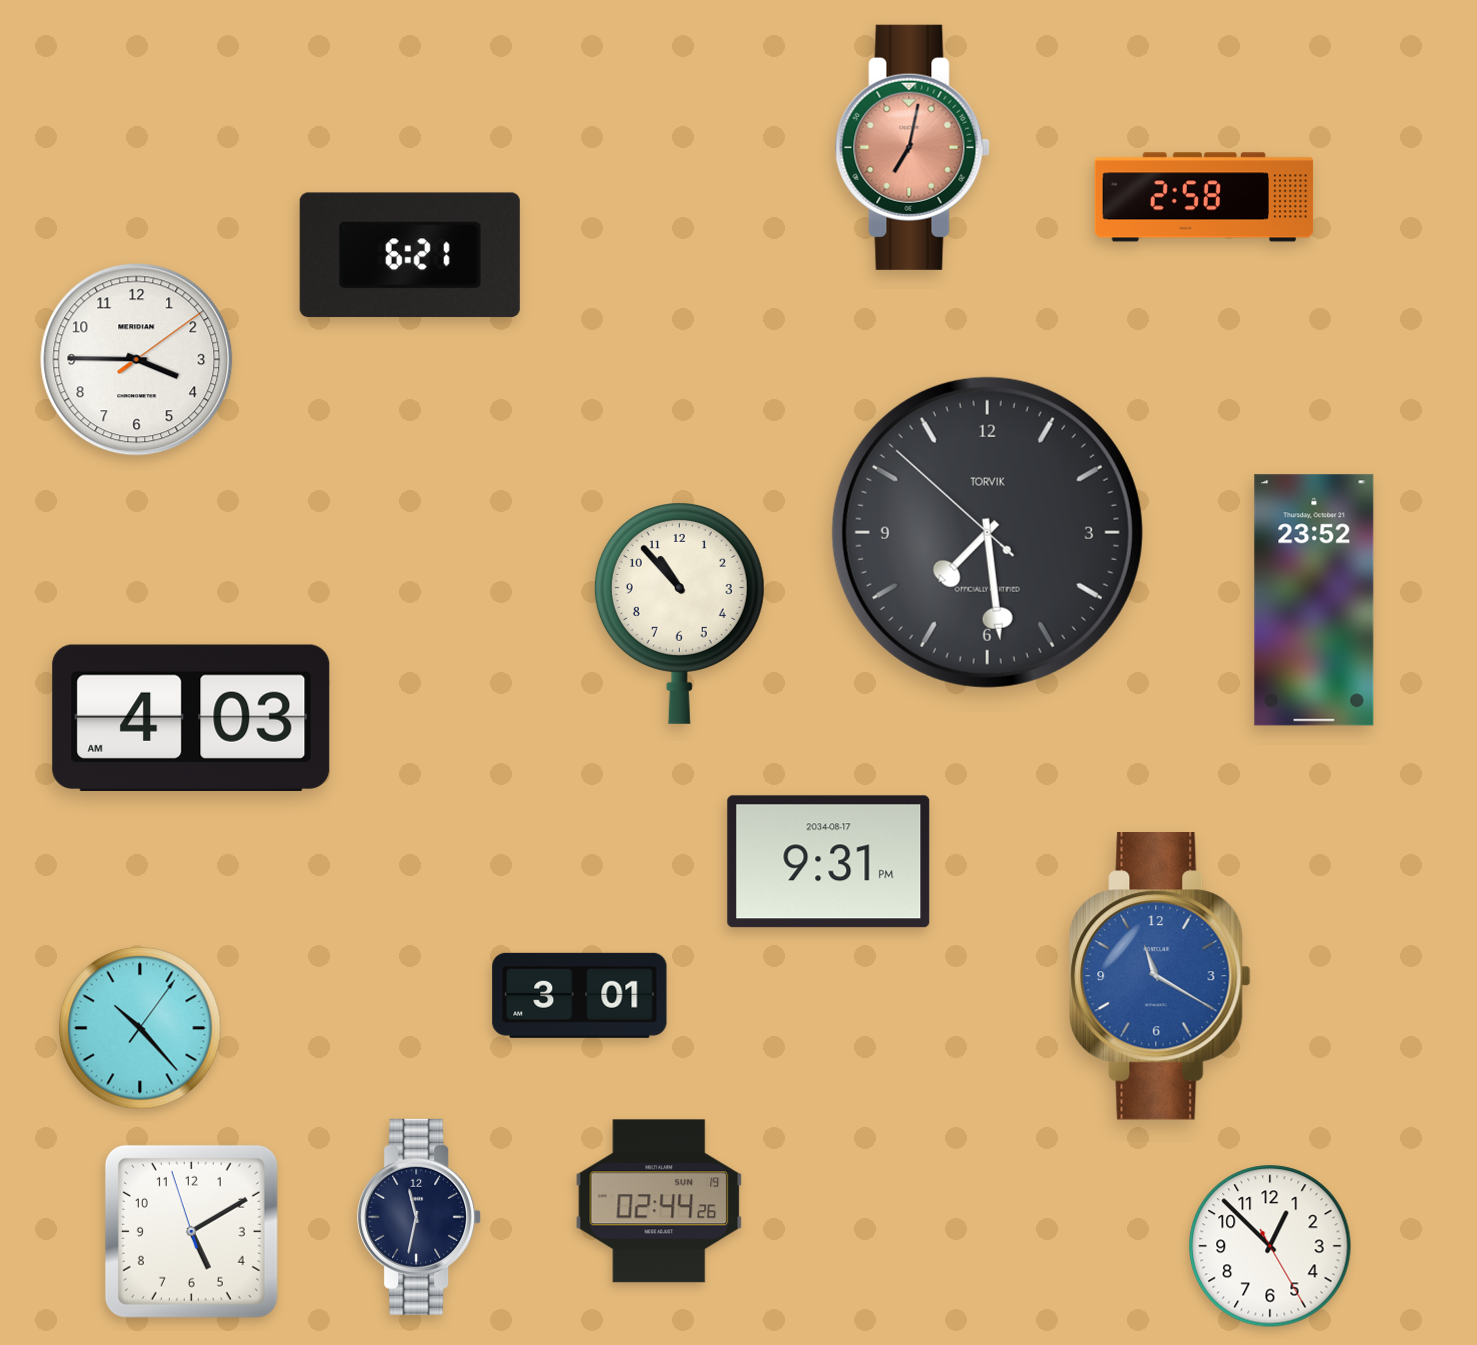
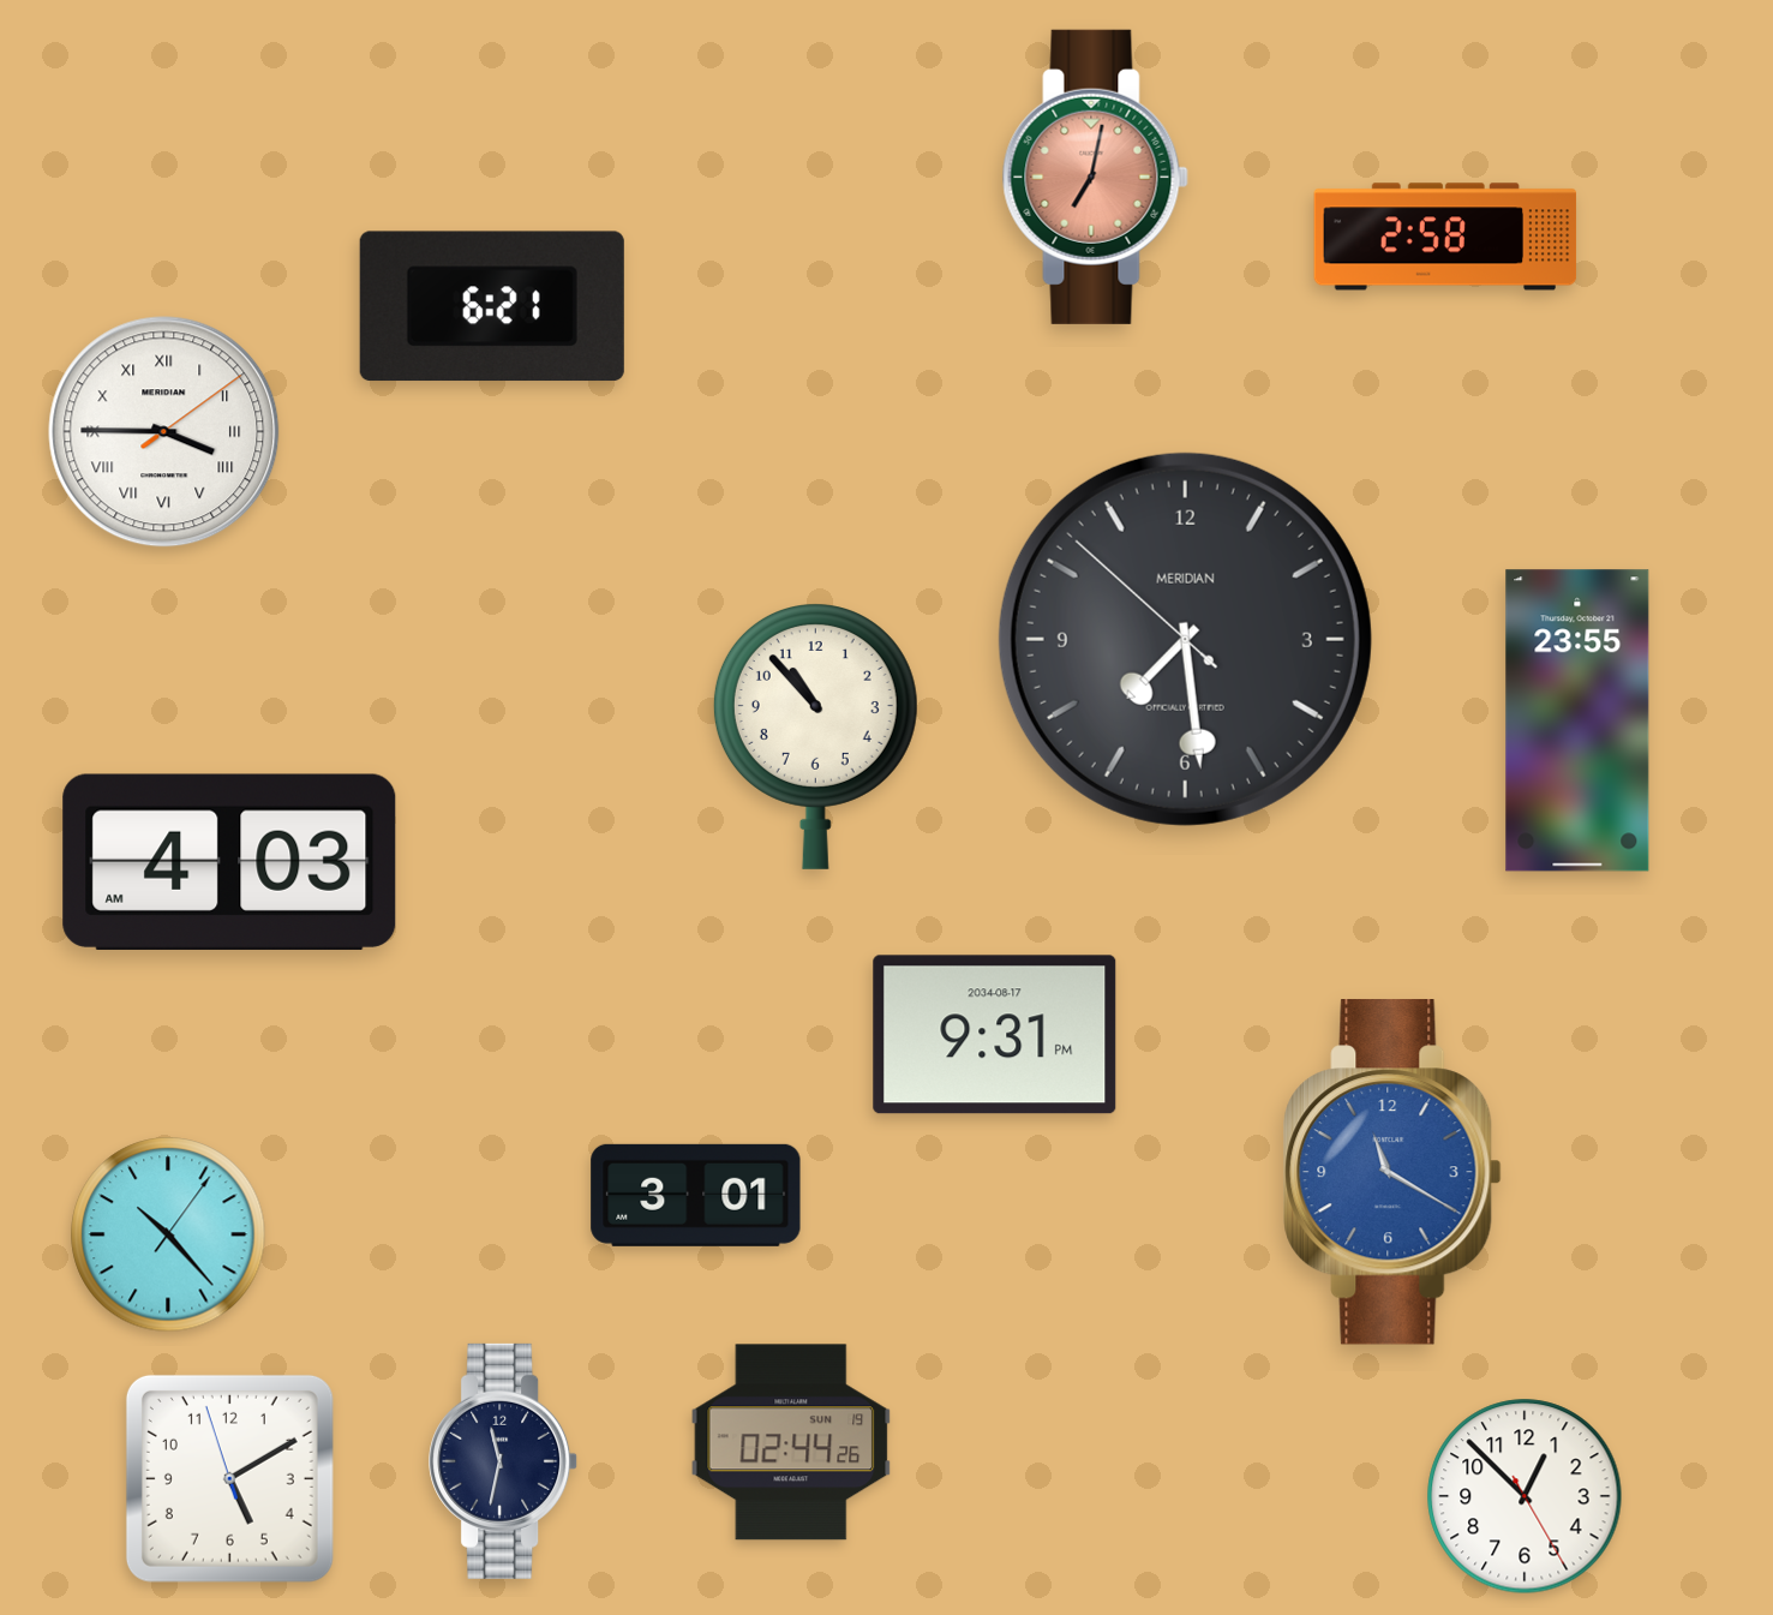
clock at (137, 360) numerals: Arabic -> Roman
clock at (987, 532) brand: TORVIK -> MERIDIAN
clock at (1314, 600): 23:52 -> 23:55
